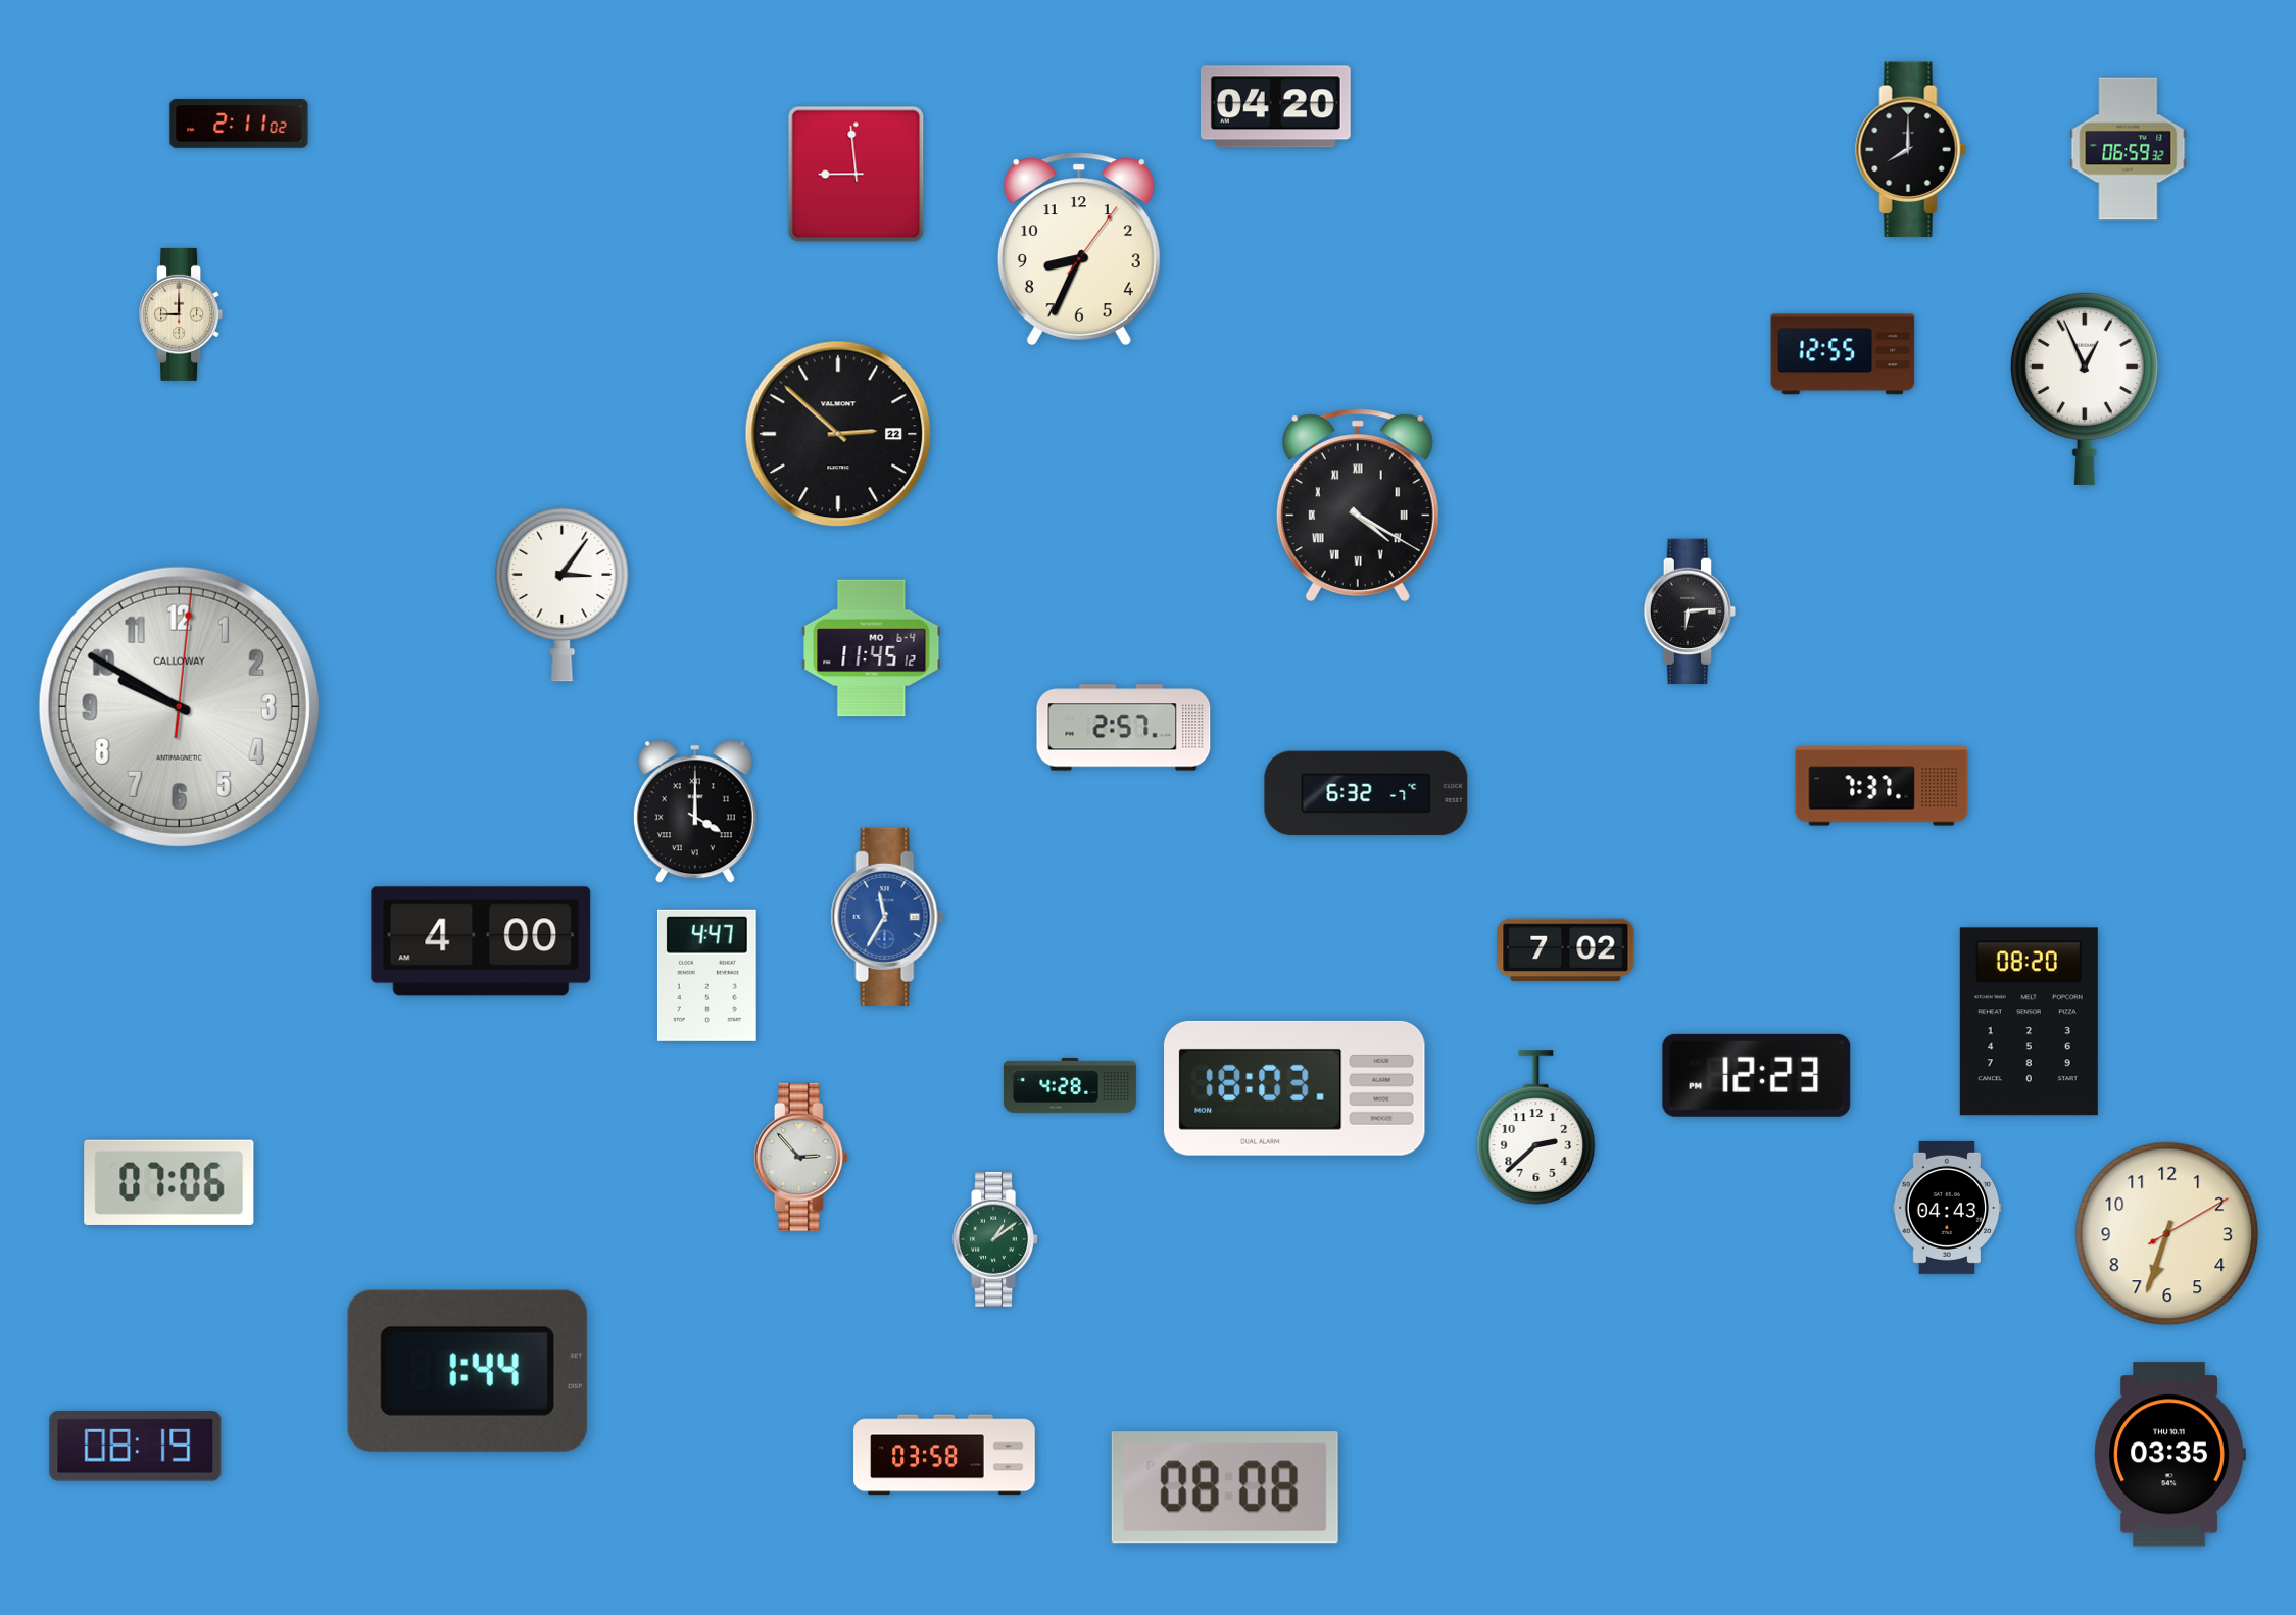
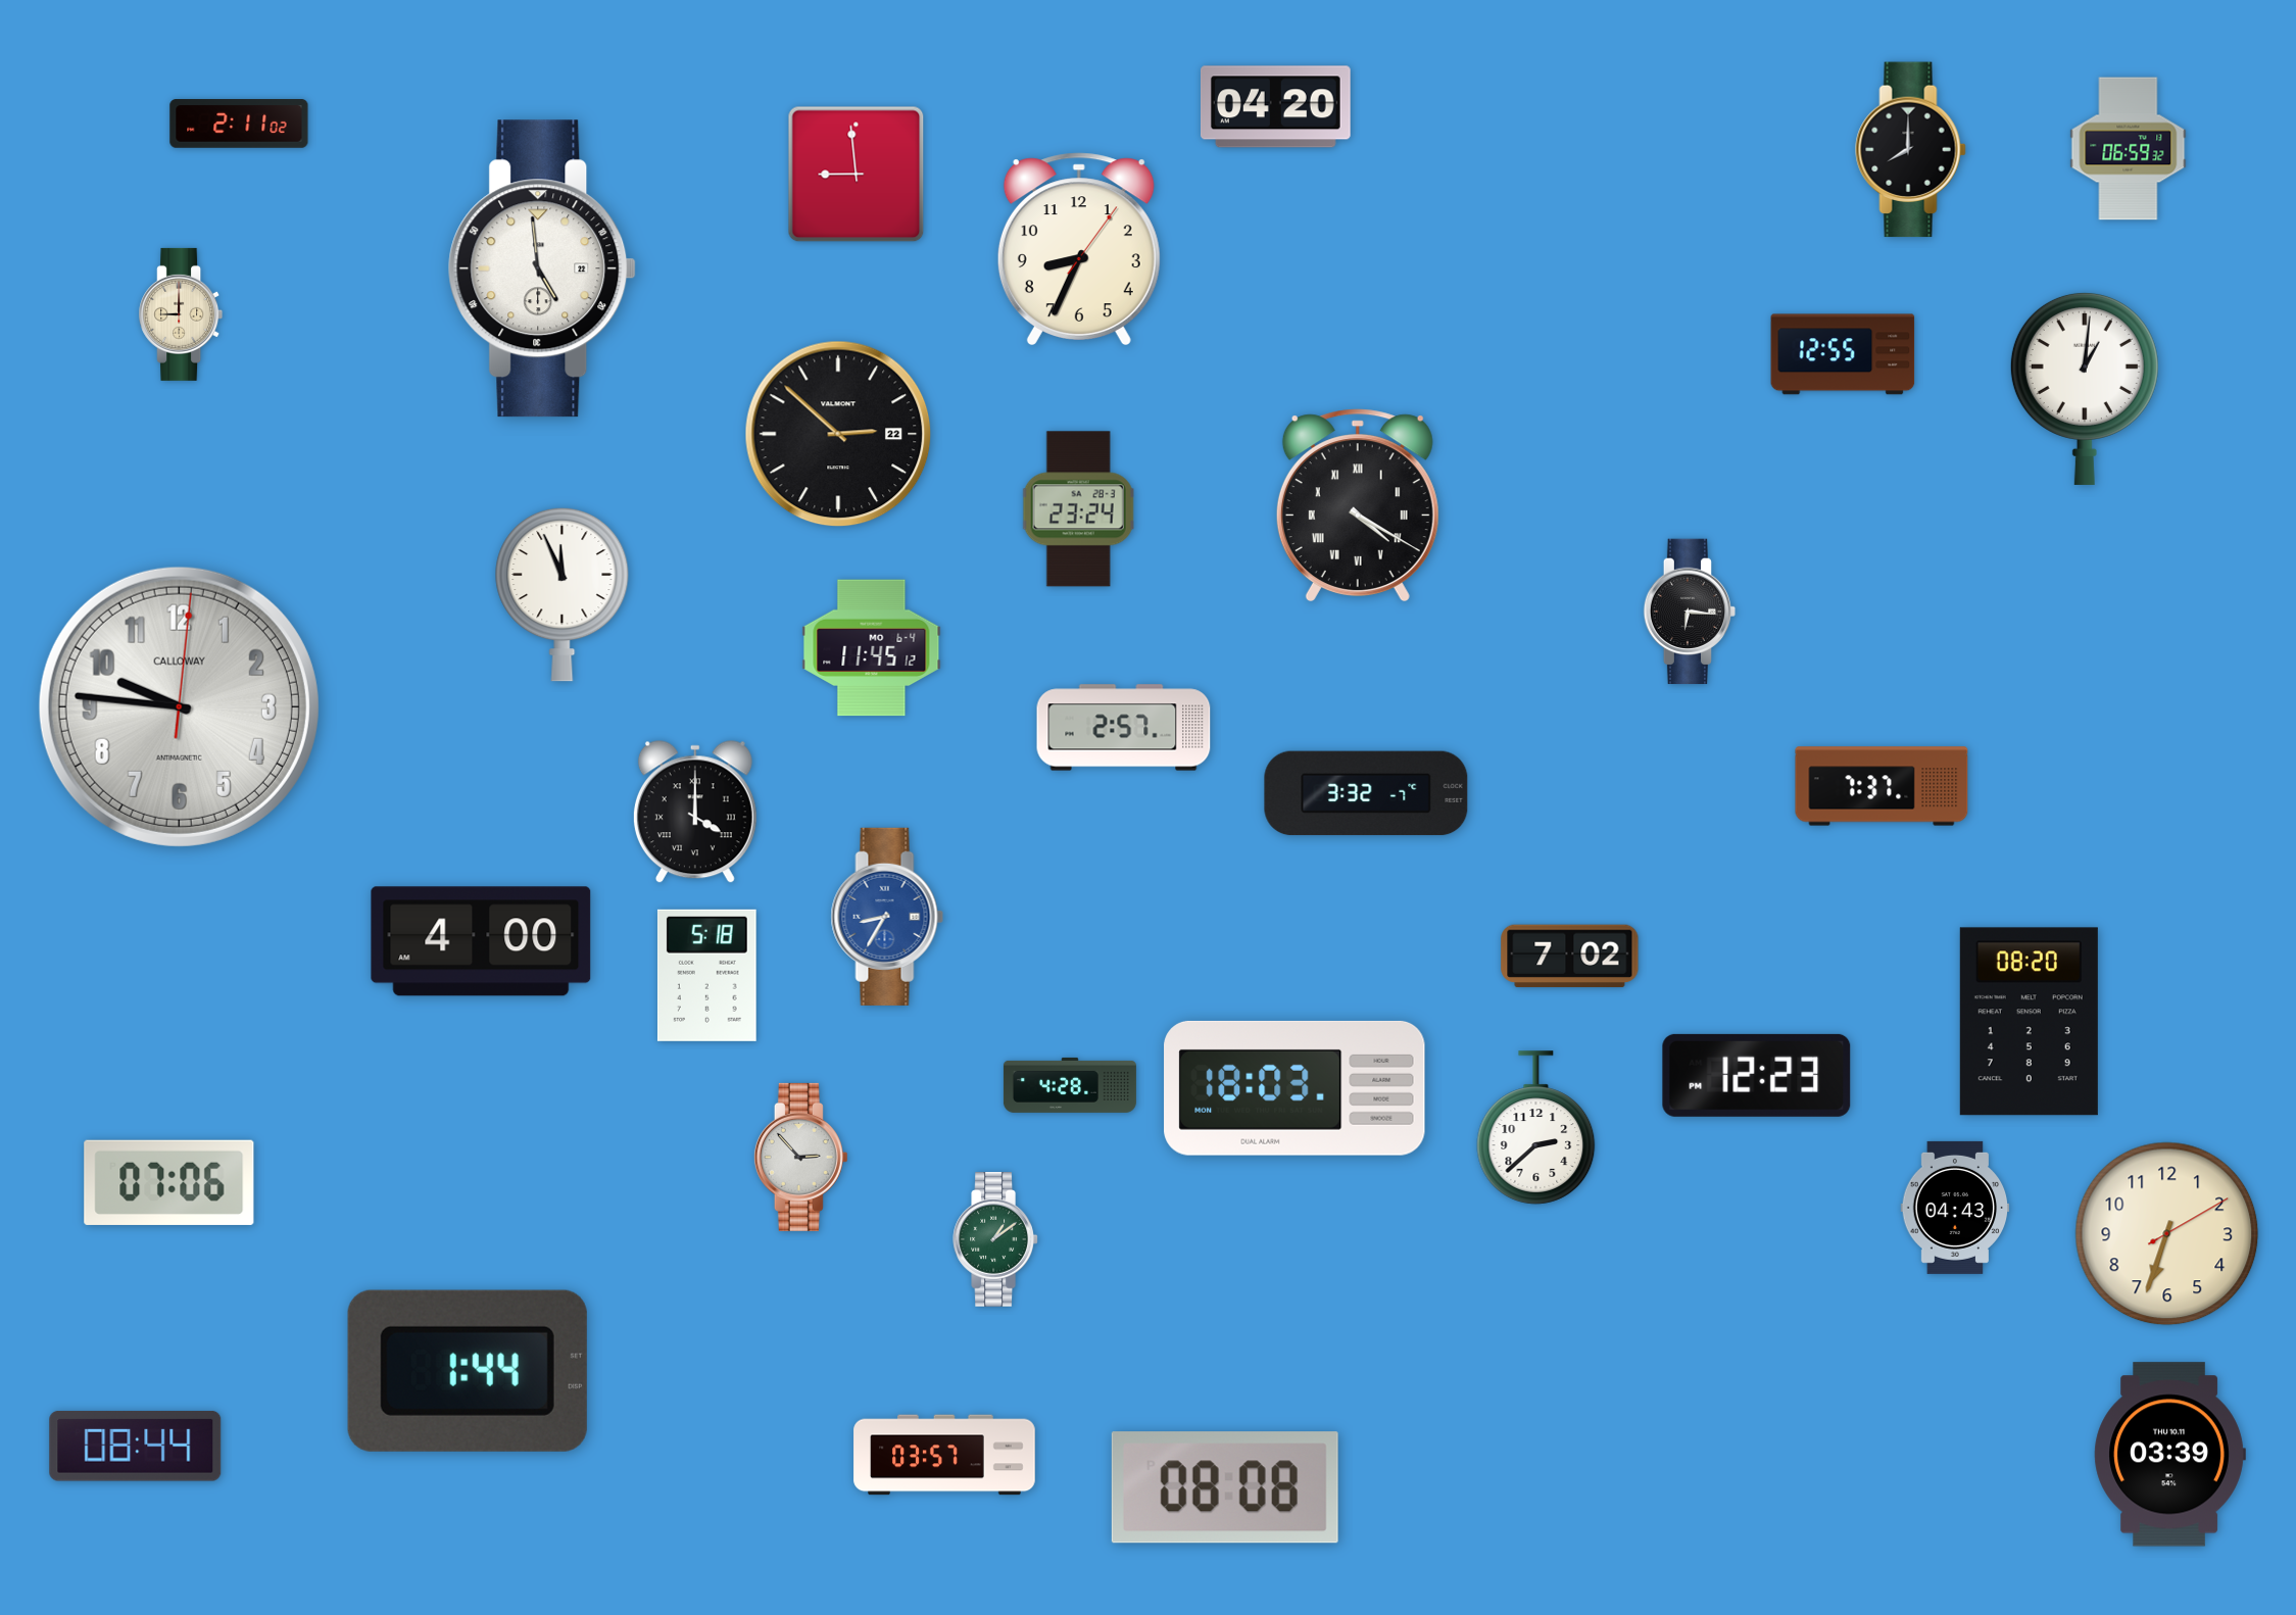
clock at (542, 268): none -> 4:59
clock at (2085, 388): 12:56 -> 1:01
clock at (1078, 509): none -> 23:24
clock at (563, 594): 3:06 -> 11:56
clock at (1690, 611): 6:14 -> 6:16
clock at (179, 706): 9:50 -> 9:46
clock at (1366, 793): 6:32 -> 3:32
clock at (887, 917): 11:35 -> 8:35
clock at (1566, 950) position: (1566, 950) -> (1570, 957)
clock at (706, 975): 4:47 -> 5:18
clock at (1947, 1208) position: (1947, 1208) -> (1955, 1208)
clock at (136, 1446): 08:19 -> 08:44
clock at (944, 1455): 03:58 -> 03:57
clock at (2169, 1455): 03:35 -> 03:39
